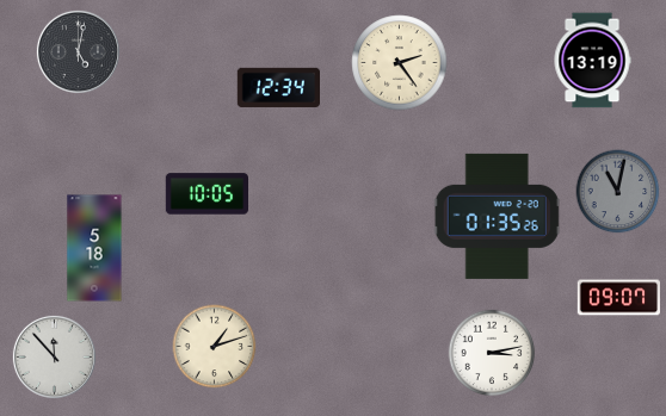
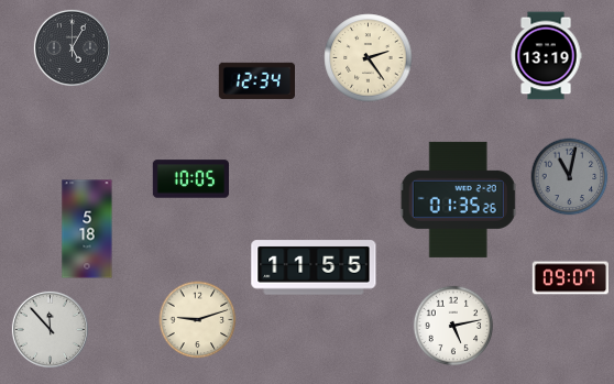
clock at (78, 51): 5:02 -> 5:05
clock at (314, 267): none -> 11:55
clock at (618, 298) position: (618, 298) -> (570, 278)
clock at (215, 347): 1:12 -> 9:12
clock at (492, 353): 3:13 -> 5:13
